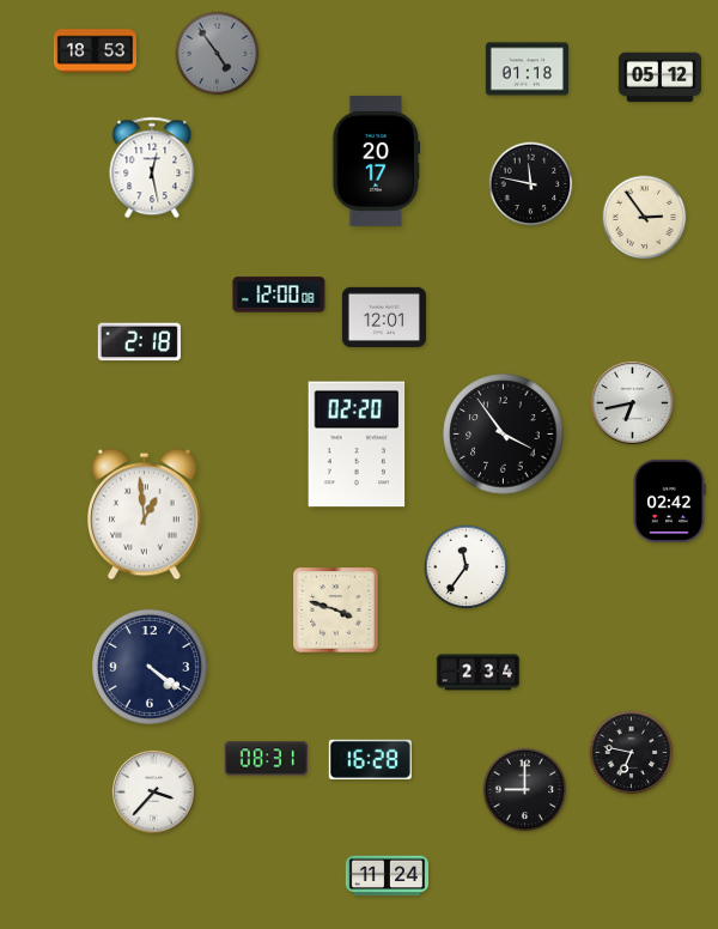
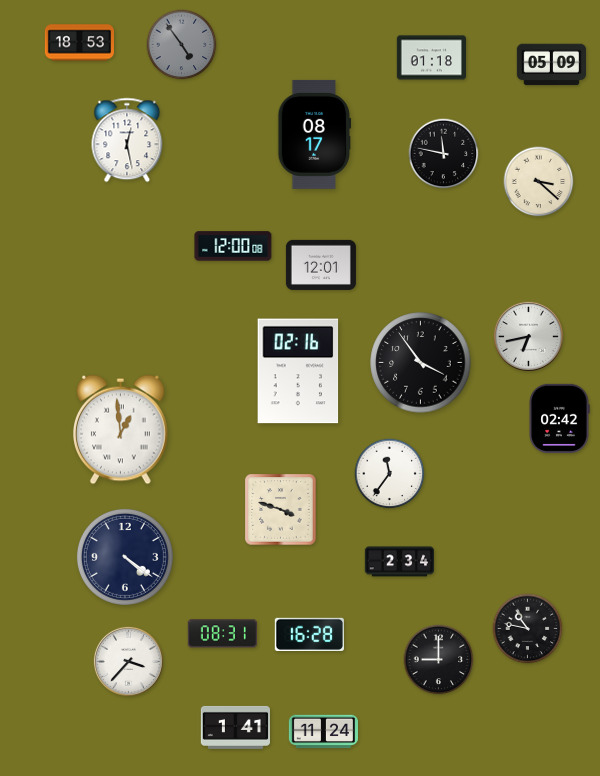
clock at (527, 69) position: (527, 69) -> (431, 58)
clock at (659, 78): 05:12 -> 05:09
clock at (377, 160): 20:17 -> 08:17
clock at (645, 218): 2:54 -> 3:22
clock at (139, 342): 2:18 -> none
clock at (357, 444): 02:20 -> 02:16
clock at (632, 753): 6:47 -> 10:47
clock at (235, 727): none -> 1:41
